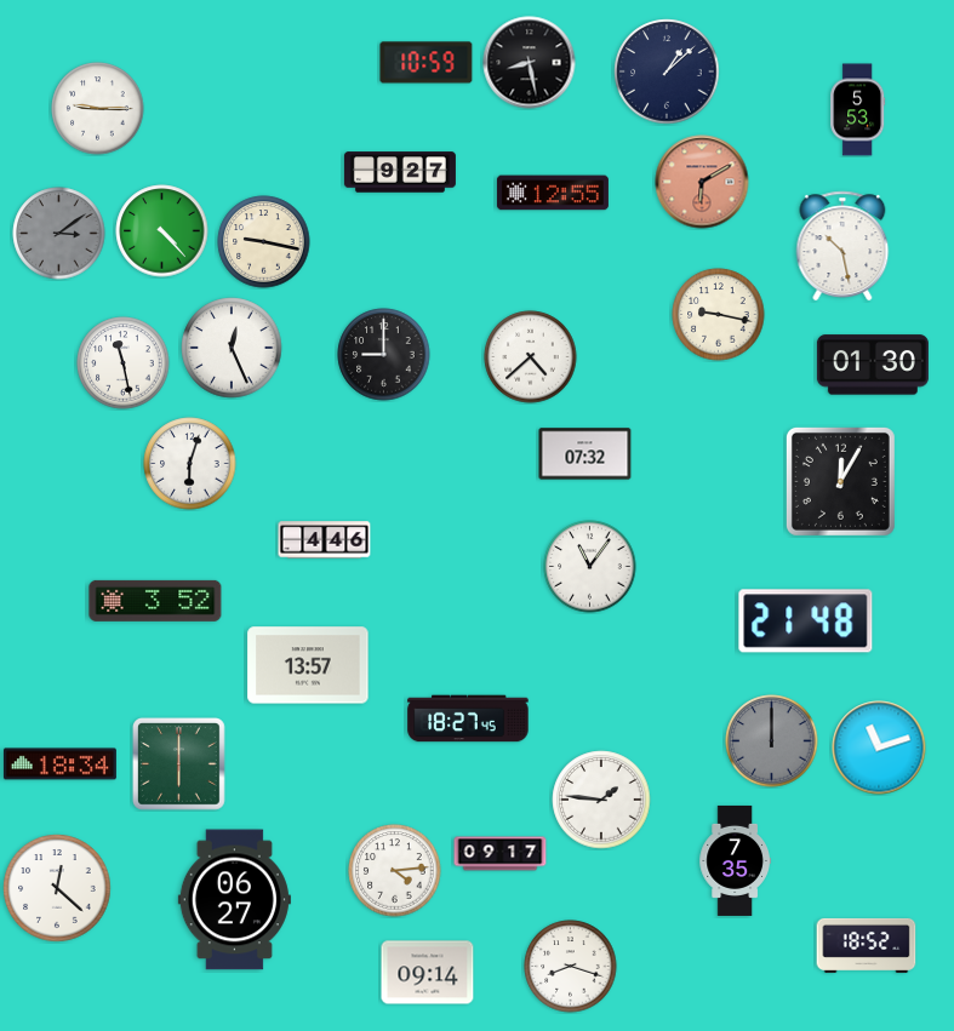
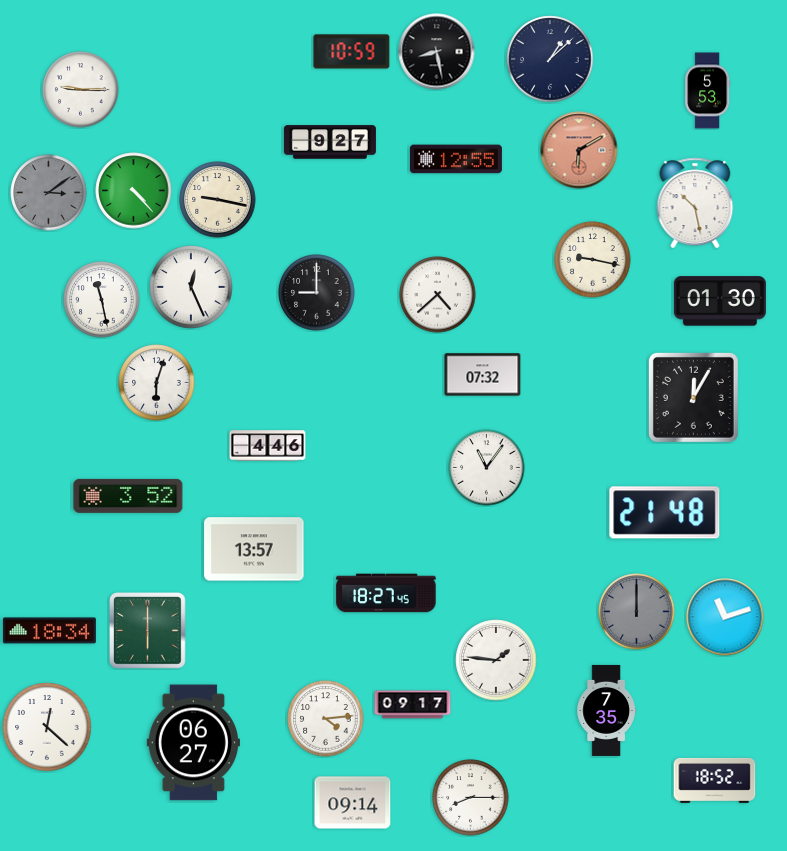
clock at (57, 888) position: (57, 888) -> (47, 727)
clock at (571, 967): 8:18 -> 8:15
